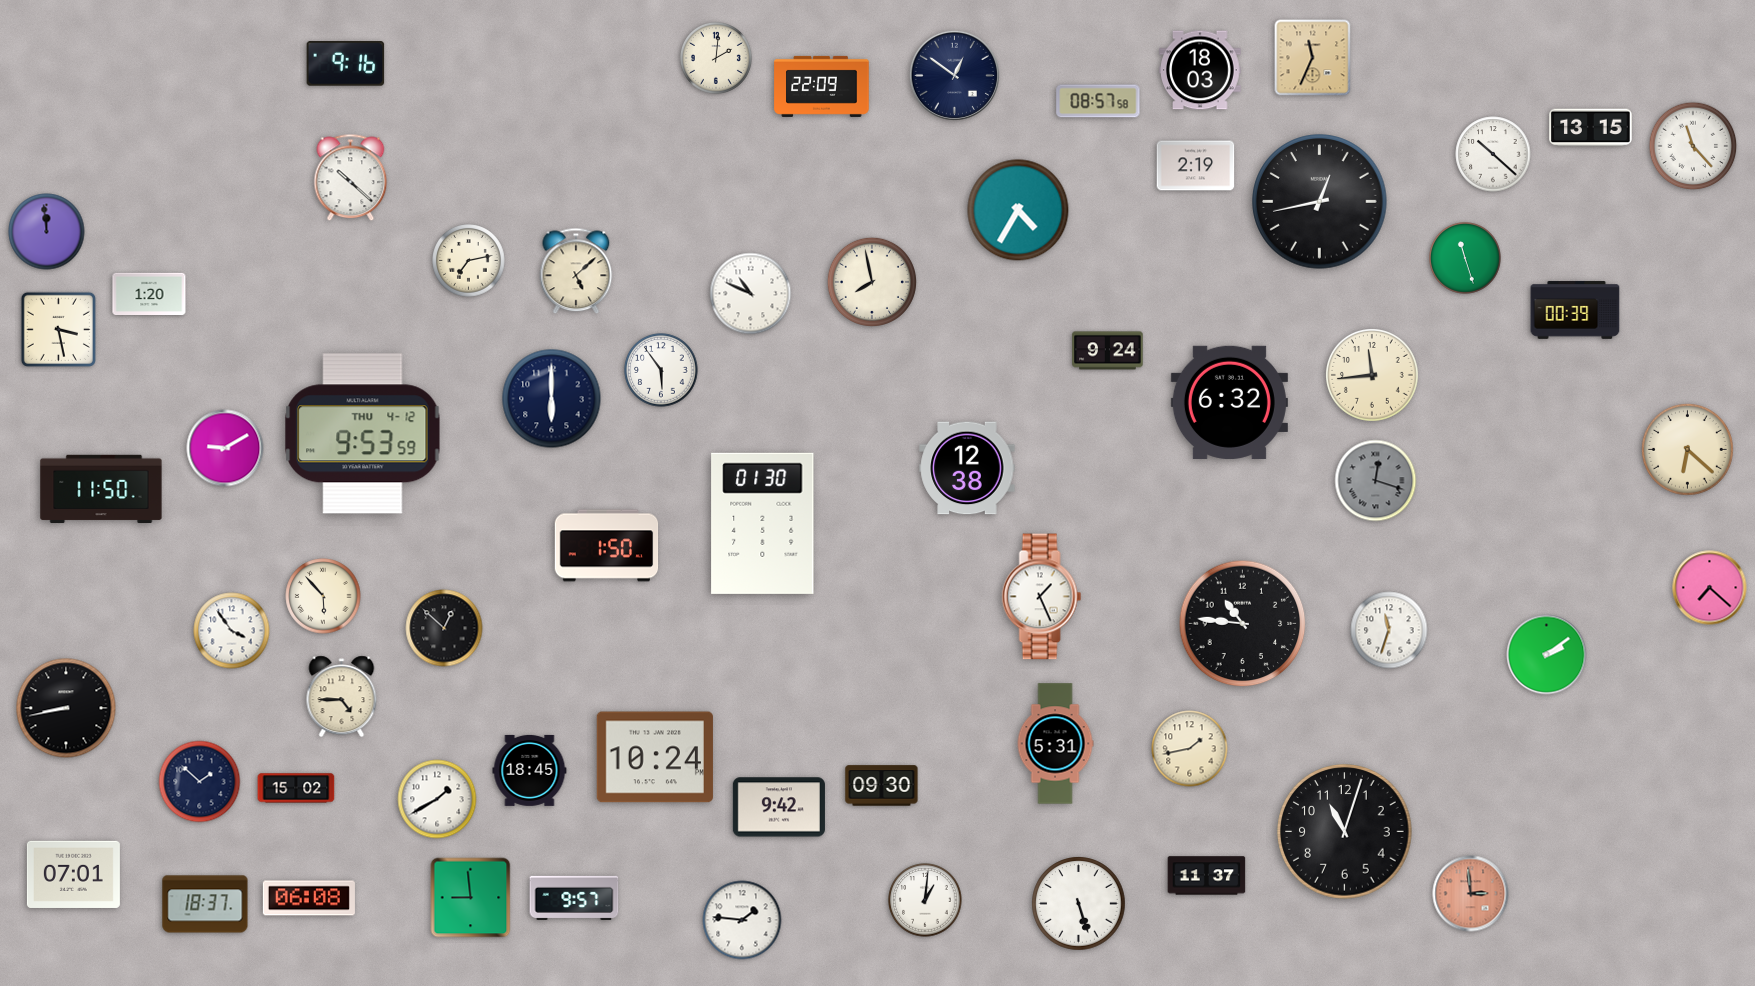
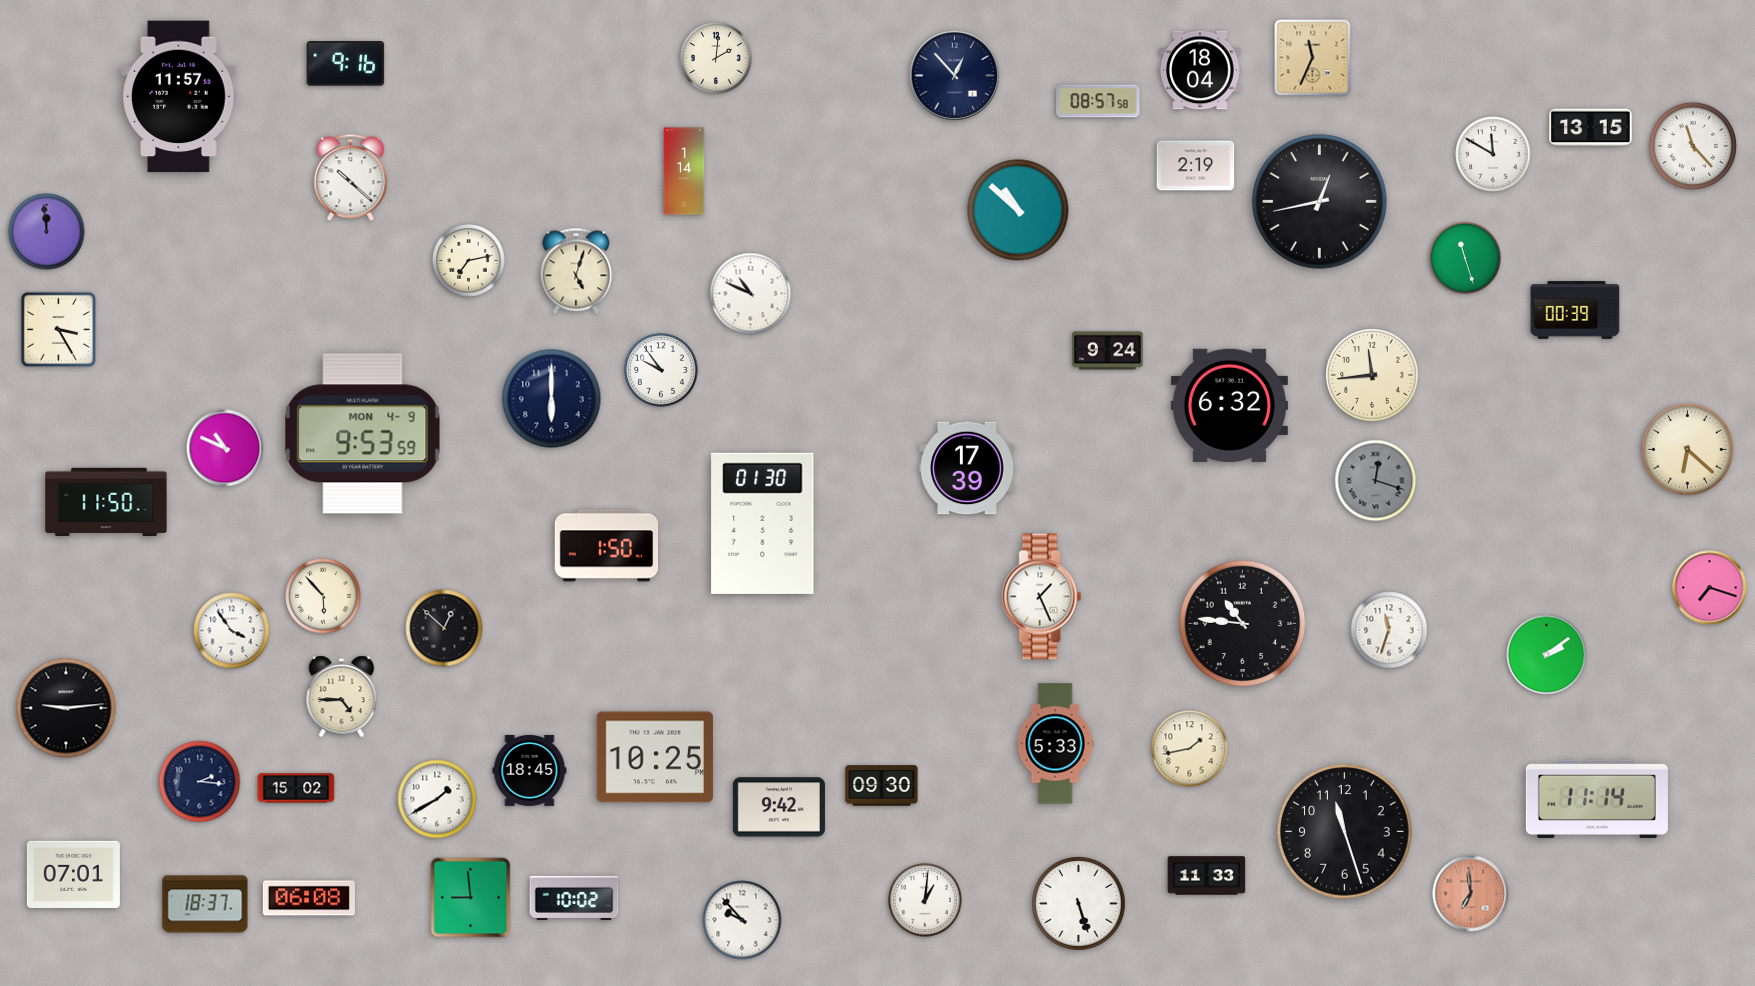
clock at (1200, 70): 18:03 -> 18:04
clock at (954, 75): 12:51 -> 12:53
clock at (822, 86): 22:09 -> none
clock at (179, 97): none -> 11:57
clock at (1493, 154): 10:22 -> 11:50
clock at (684, 171): none -> 1:14
clock at (1018, 210): 4:35 -> 10:52
clock at (576, 271): 5:08 -> 5:03
clock at (871, 281): 7:58 -> none
clock at (149, 294): 1:20 -> none
clock at (58, 329): 3:28 -> 3:25
clock at (661, 370): 5:54 -> 9:54
clock at (1229, 402) position: (1229, 402) -> (1229, 405)
clock at (363, 434) date: THU 4-12 -> MON 4-9
clock at (225, 448): 9:10 -> 10:49
clock at (967, 468): 12:38 -> 17:39
clock at (101, 489) position: (101, 489) -> (106, 502)
clock at (1710, 588): 7:22 -> 7:18
clock at (66, 708): 8:43 -> 9:14
clock at (1055, 744): 5:31 -> 5:33
clock at (655, 757): 10:24 -> 10:25
clock at (200, 782): 1:52 -> 2:16
clock at (1597, 798): none -> 11:14
clock at (1345, 832): 11:03 -> 11:27
clock at (1207, 876): 11:37 -> 11:33
clock at (1471, 894): 2:59 -> 6:59
clock at (574, 898): 9:57 -> 10:02
clock at (742, 920): 1:46 -> 9:53
